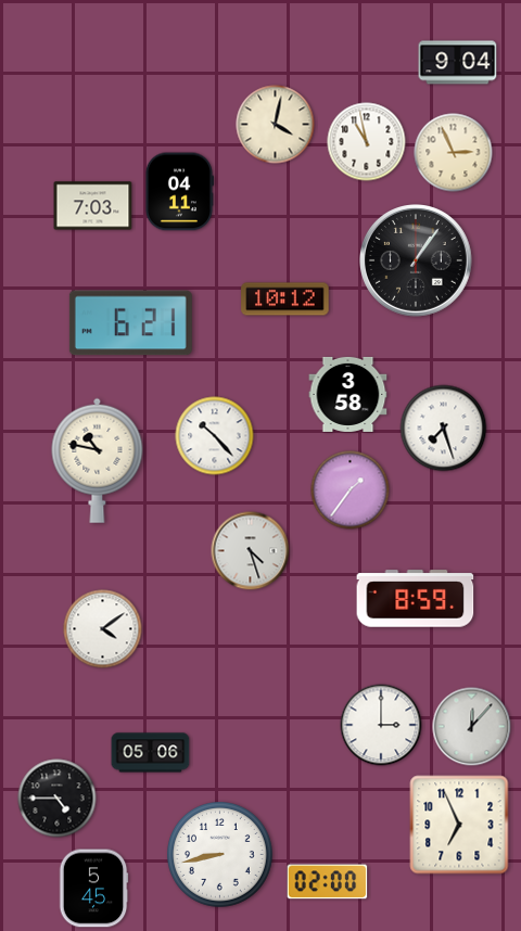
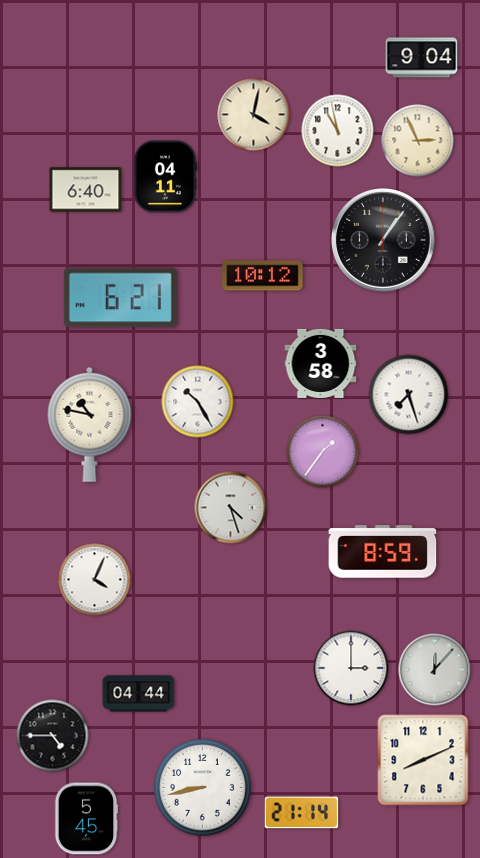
clock at (93, 206): 7:03 -> 6:40
clock at (215, 436): 10:23 -> 10:25
clock at (103, 629): 4:09 -> 4:04
clock at (151, 753): 05:06 -> 04:44
clock at (459, 825): 6:56 -> 8:11
clock at (328, 882): 02:00 -> 21:14
